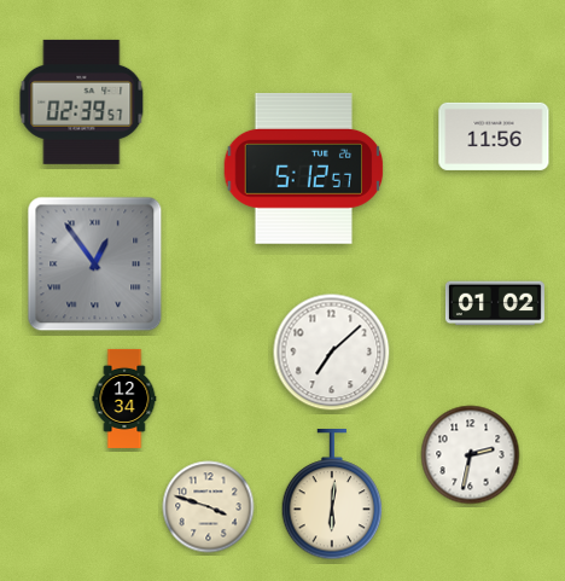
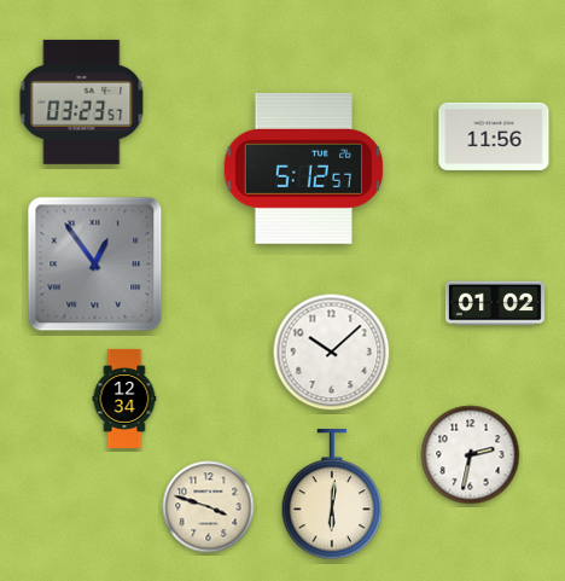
clock at (82, 101): 02:39 -> 03:23
clock at (332, 353): 7:08 -> 10:08
